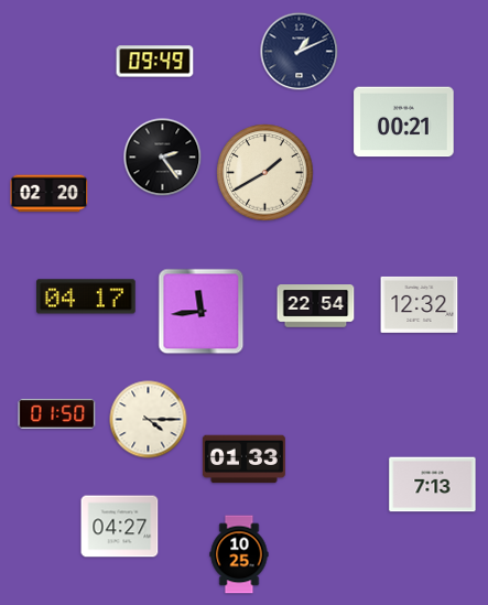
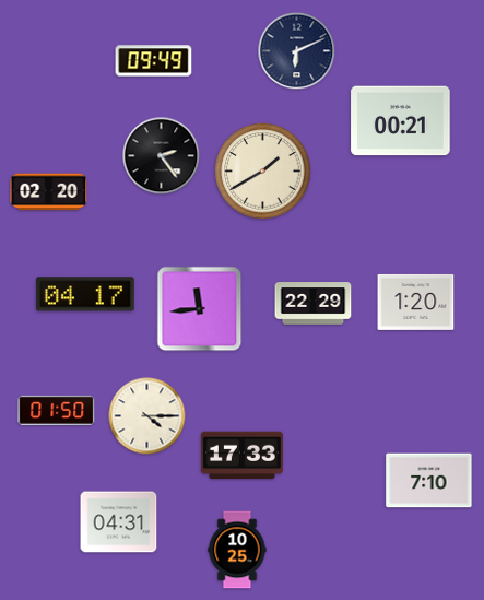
clock at (300, 52): 1:11 -> 6:11
clock at (420, 304): 12:32 -> 1:20
clock at (316, 306): 22:54 -> 22:29
clock at (243, 460): 01:33 -> 17:33
clock at (433, 485): 7:13 -> 7:10
clock at (120, 527): 04:27 -> 04:31
